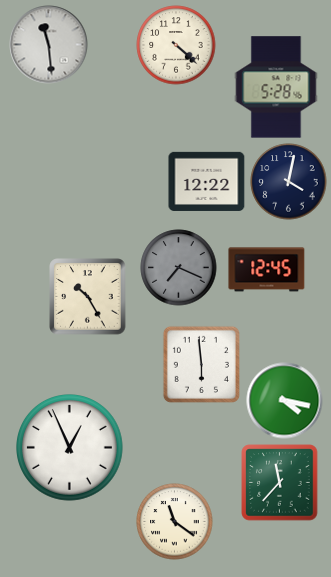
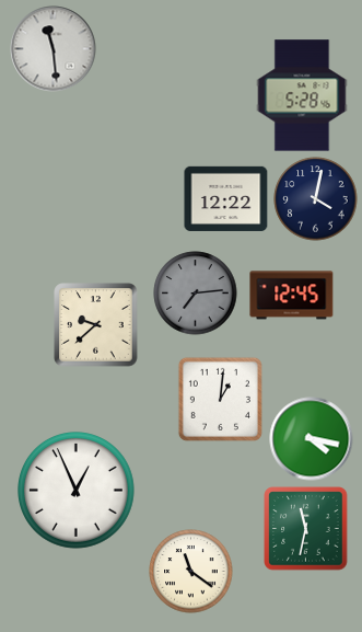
clock at (176, 45): 4:22 -> none
clock at (179, 268): 7:19 -> 7:14
clock at (88, 297): 10:25 -> 9:38
clock at (201, 364): 5:59 -> 1:01
clock at (280, 483): 11:37 -> 11:32
